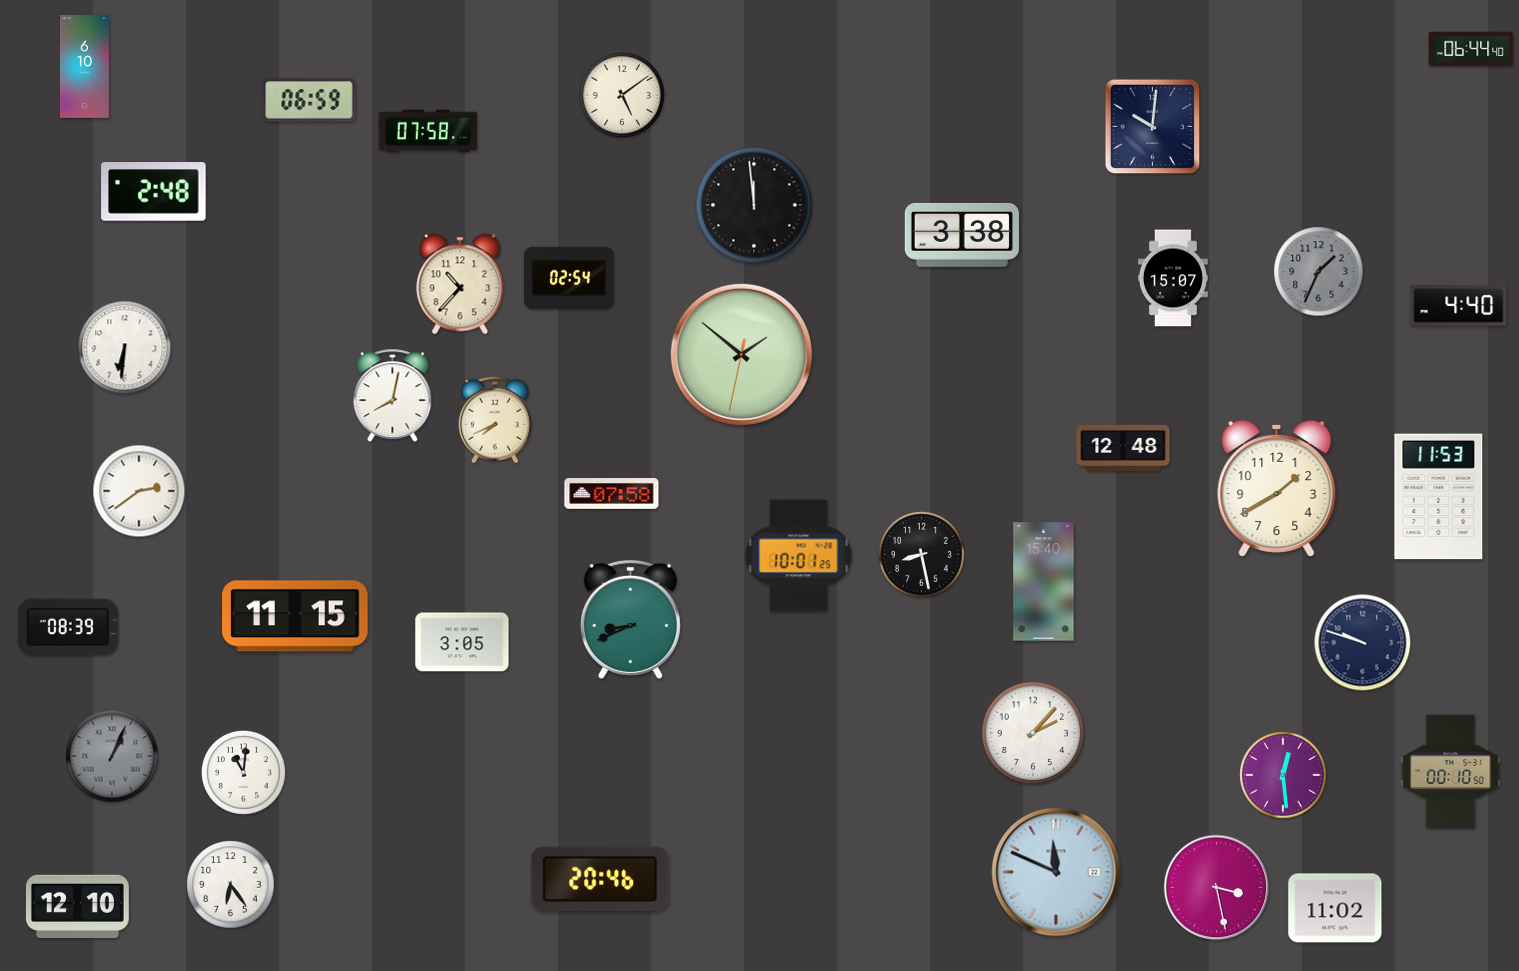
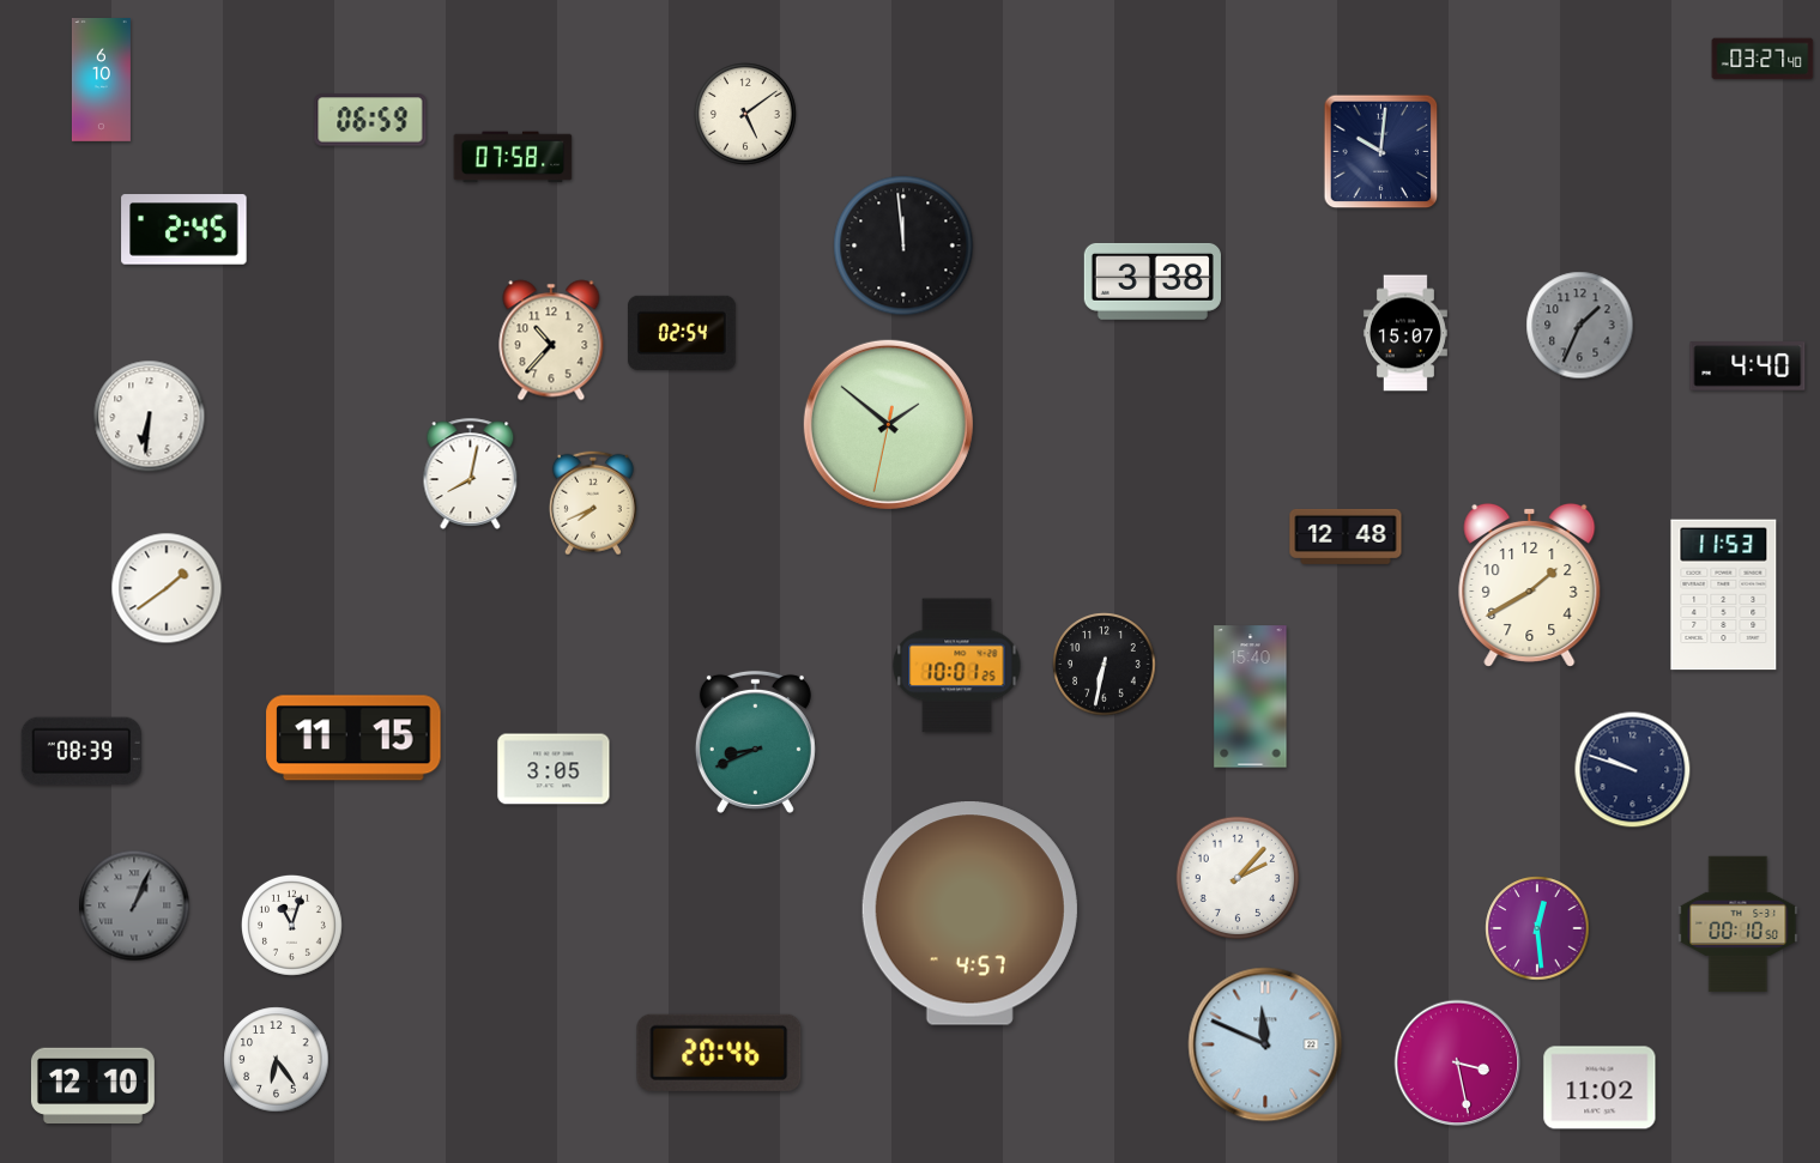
clock at (1471, 49): 06:44 -> 03:27
clock at (154, 192): 2:48 -> 2:45
clock at (139, 491): 2:39 -> 1:39
clock at (612, 494): 07:58 -> none
clock at (922, 555): 8:28 -> 6:32
clock at (969, 914): none -> 4:57
clock at (243, 772): 11:01 -> 11:03
